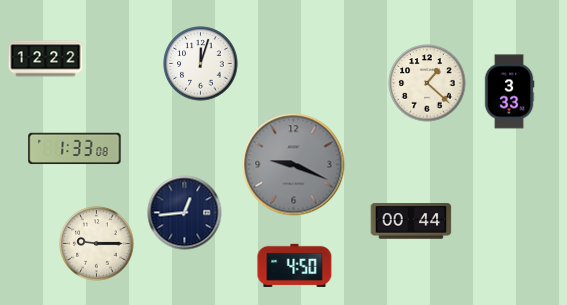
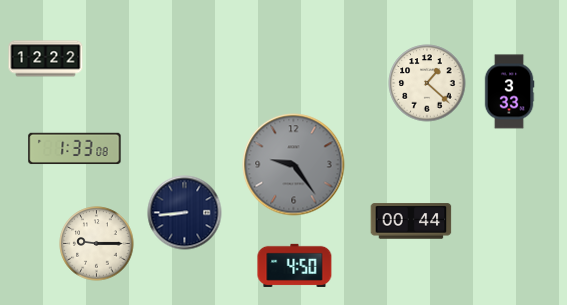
clock at (201, 64): 12:03 -> none
clock at (294, 165): 9:19 -> 9:24
clock at (185, 213): 12:44 -> 8:44
